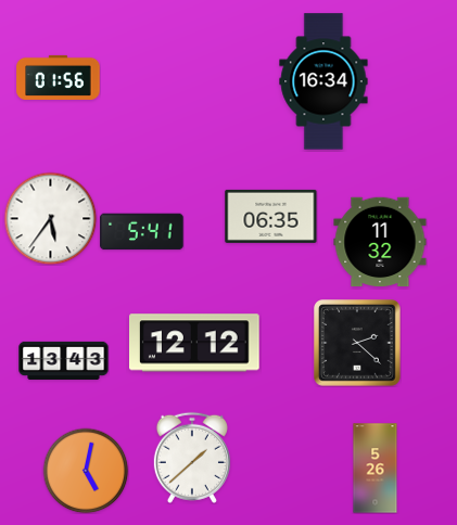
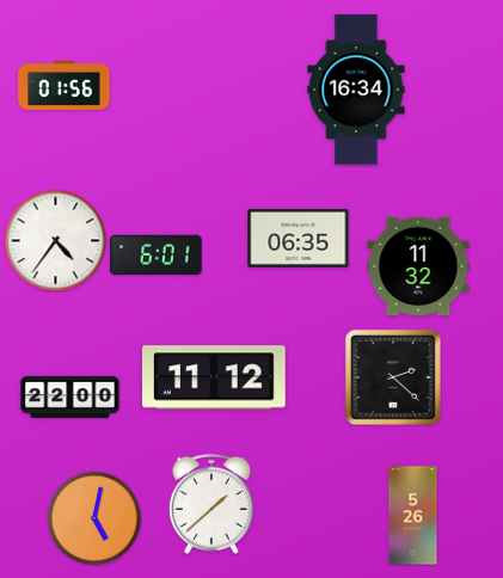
clock at (50, 218): 5:36 -> 4:36
clock at (142, 232): 5:41 -> 6:01
clock at (195, 343): 12:12 -> 11:12
clock at (64, 360): 13:43 -> 22:00
